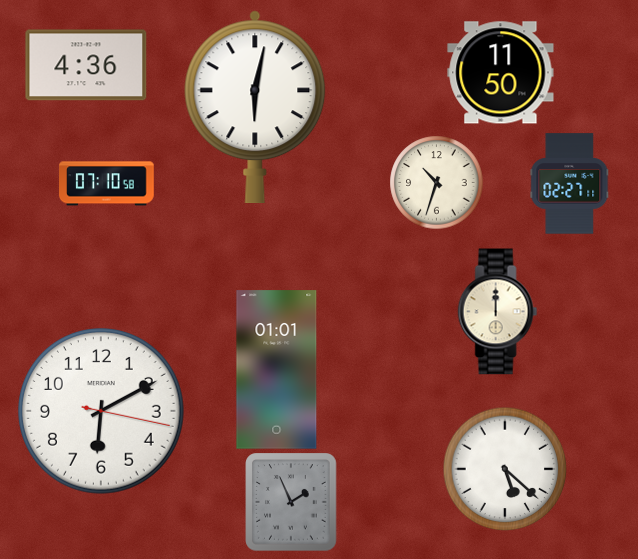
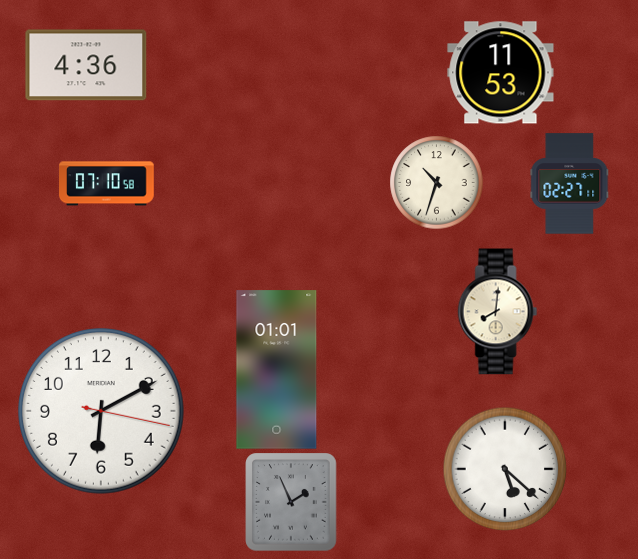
clock at (501, 73): 11:50 -> 11:53
clock at (255, 106): 6:02 -> none
clock at (498, 312): 12:00 -> 8:01
